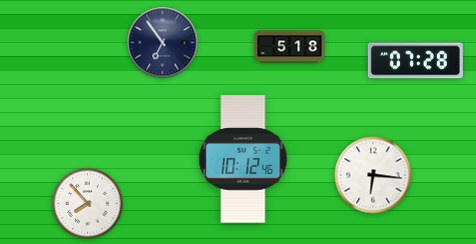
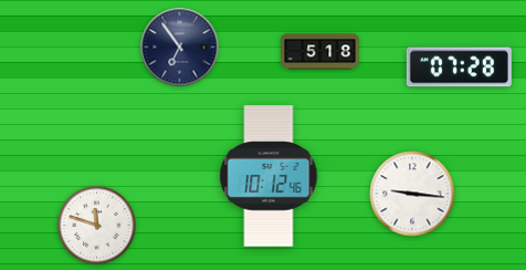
clock at (373, 175): 6:16 -> 9:16
clock at (88, 204): 7:53 -> 11:48
